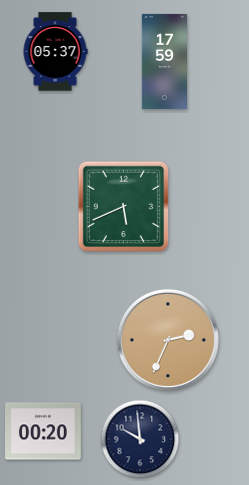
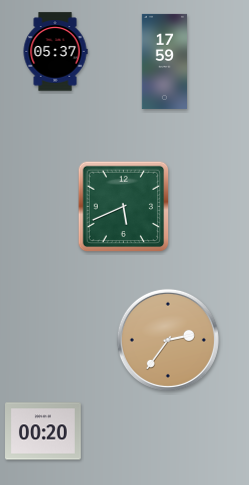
clock at (168, 340): 2:34 -> 2:36
clock at (140, 439): 9:59 -> none
